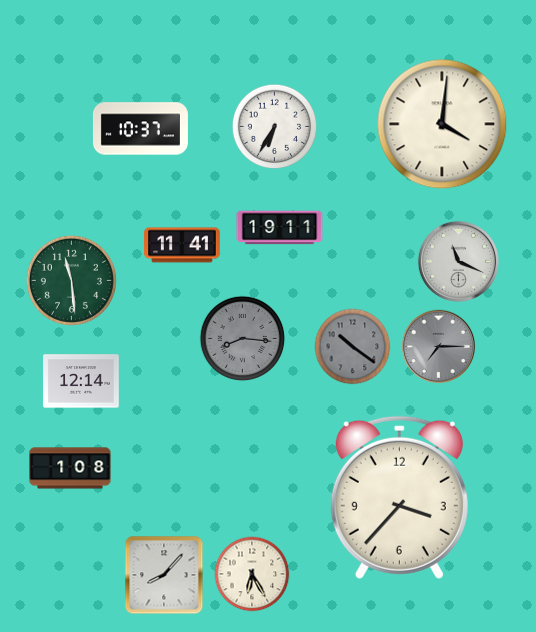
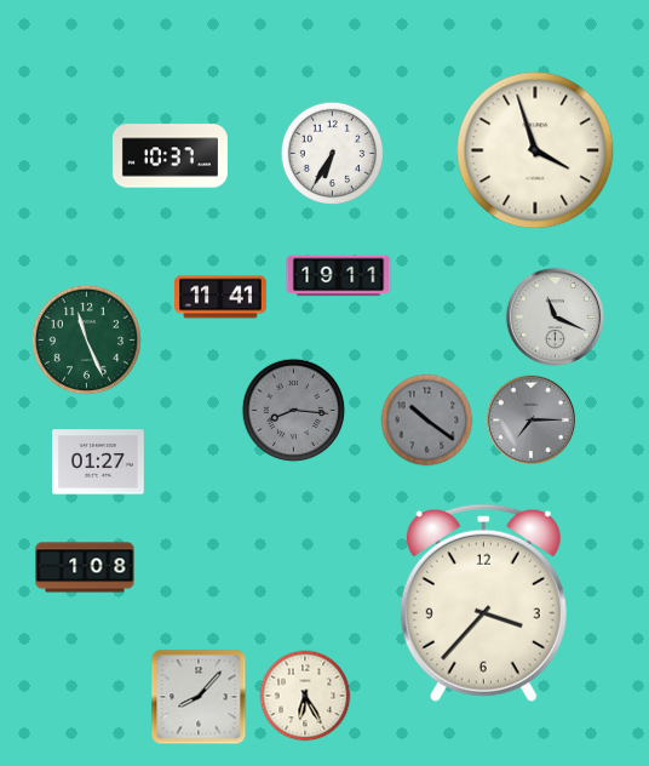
clock at (442, 124): 4:01 -> 3:57
clock at (71, 280): 11:29 -> 11:26
clock at (81, 381): 12:14 -> 01:27
